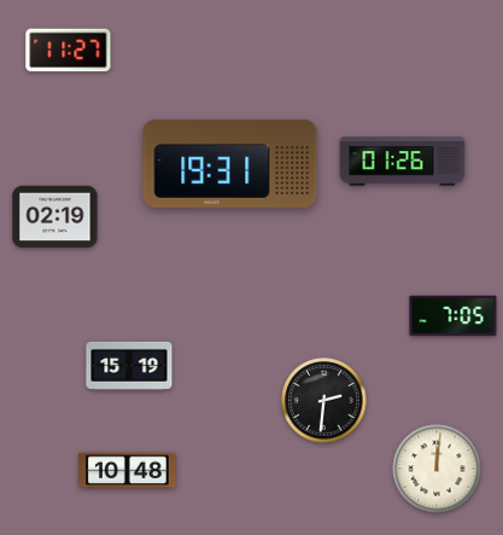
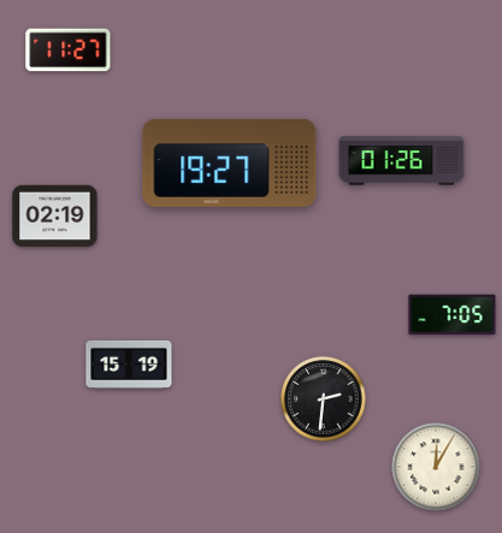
clock at (230, 163): 19:31 -> 19:27
clock at (437, 469): 12:01 -> 12:05
clock at (128, 471): 10:48 -> none
